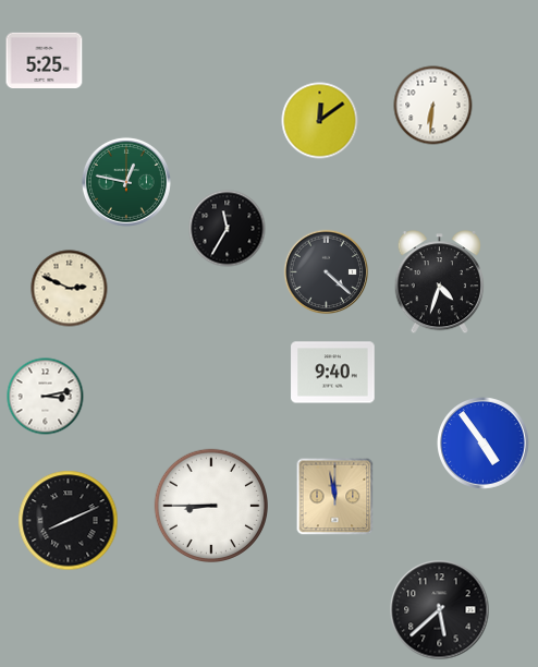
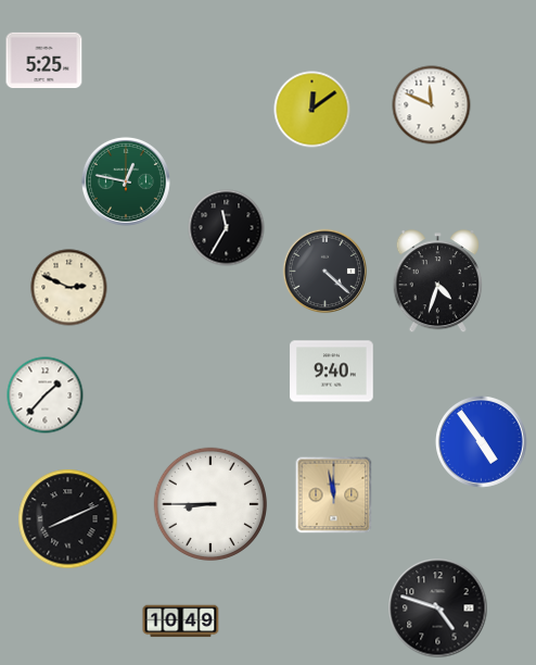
clock at (433, 106): 6:31 -> 11:49
clock at (320, 121) position: (320, 121) -> (312, 110)
clock at (46, 397): 3:13 -> 1:37
clock at (440, 610): 5:38 -> 4:48
clock at (181, 622): none -> 10:49
